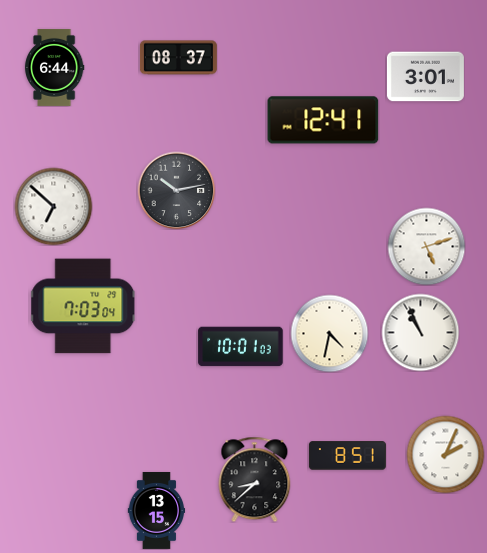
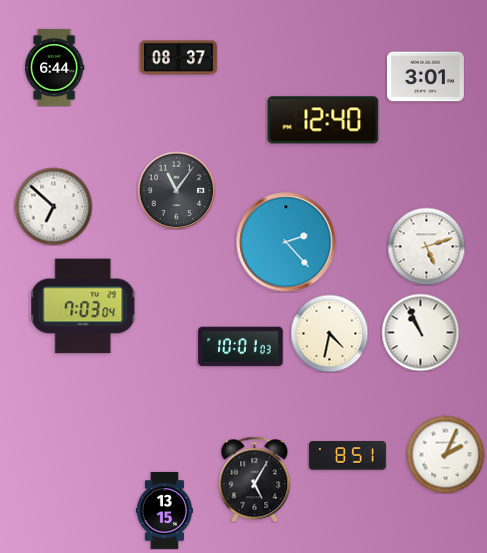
clock at (323, 120): 12:41 -> 12:40
clock at (176, 190): 10:13 -> 11:06
clock at (286, 242): none -> 2:23
clock at (255, 479): 8:38 -> 5:05
clock at (157, 510) position: (157, 510) -> (165, 510)
